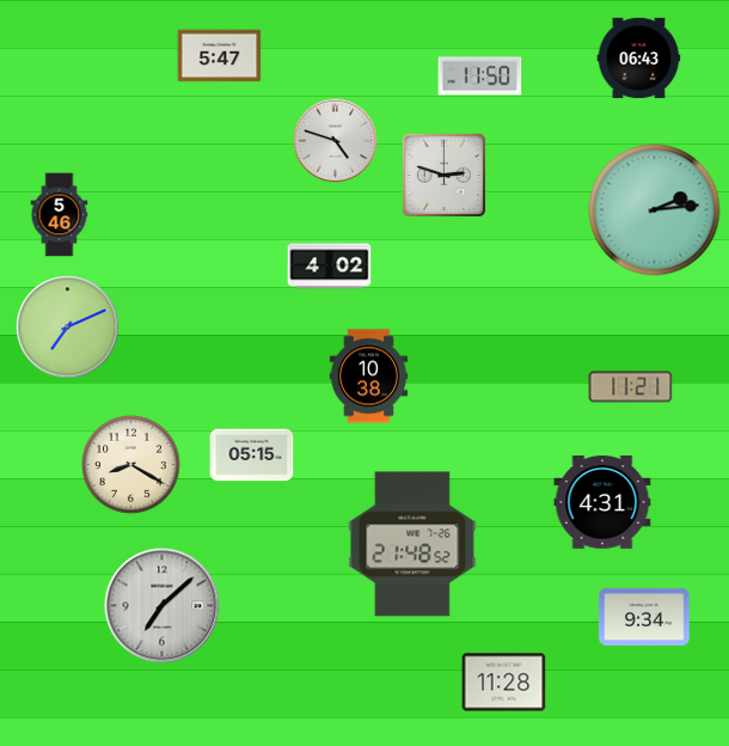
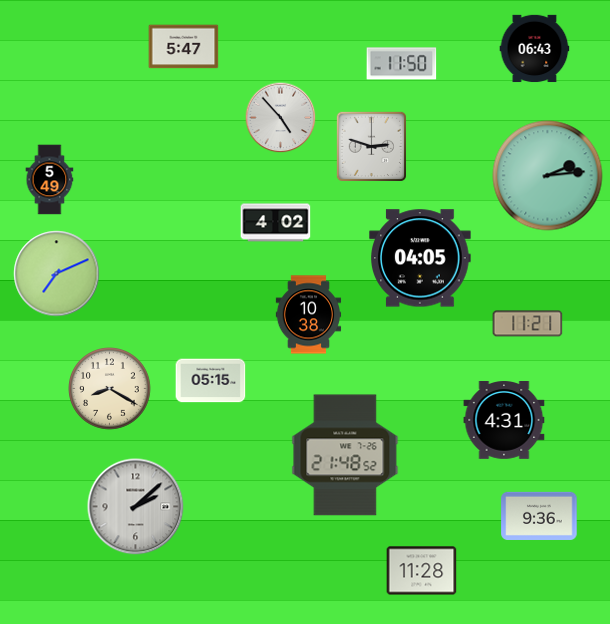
clock at (336, 141): 4:48 -> 4:53
clock at (60, 215): 5:46 -> 5:49
clock at (420, 258): none -> 04:05
clock at (163, 606): 7:08 -> 2:08
clock at (644, 617): 9:34 -> 9:36
